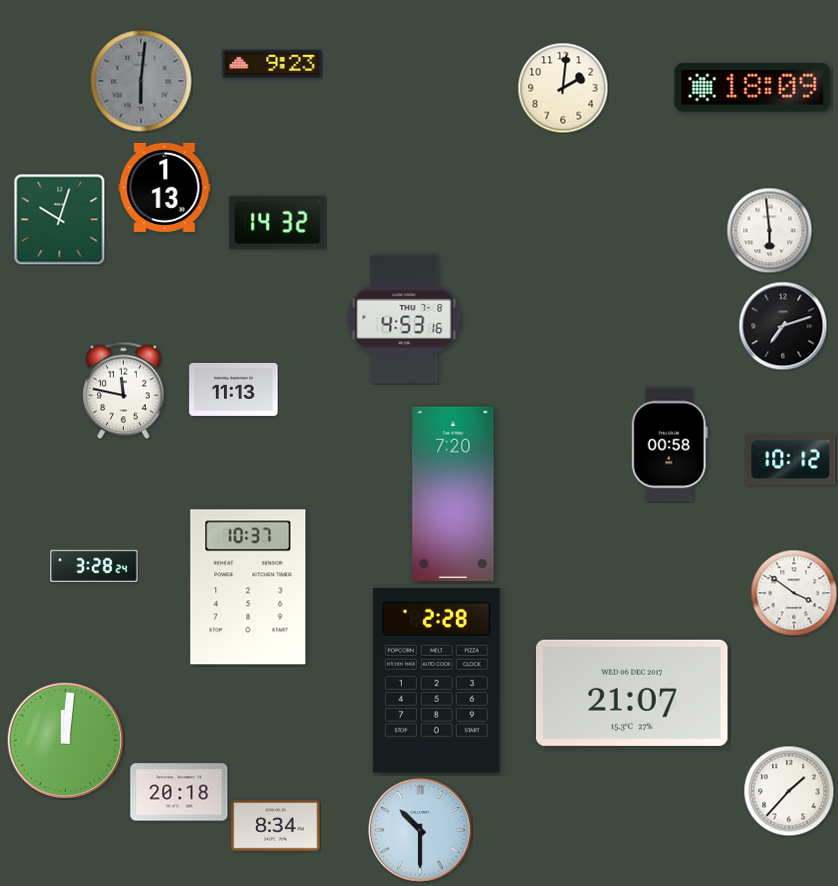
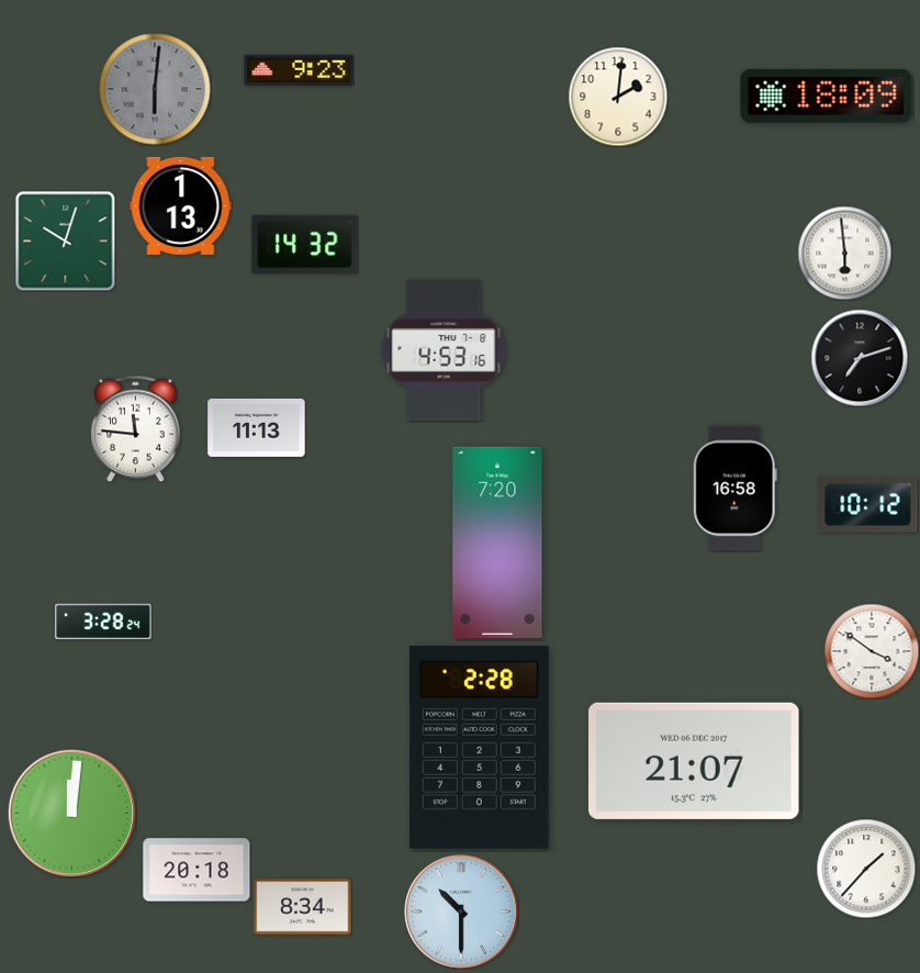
clock at (124, 390): 11:47 -> 11:46
clock at (669, 445): 00:58 -> 16:58
clock at (248, 587): 10:37 -> none
